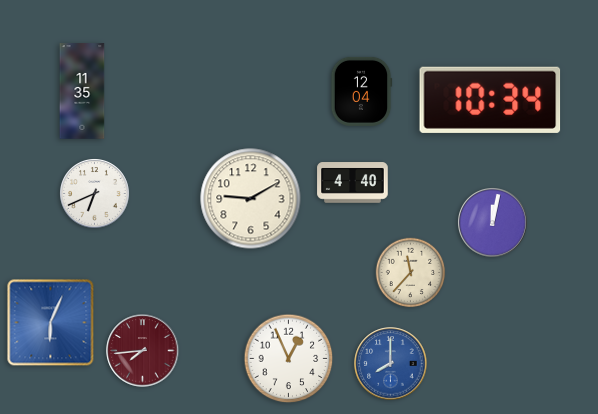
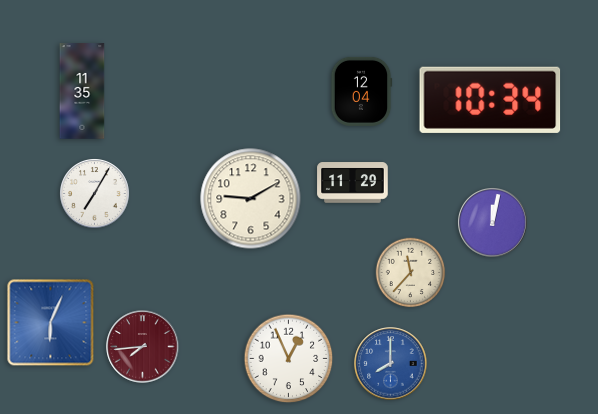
clock at (353, 183): 4:40 -> 11:29
clock at (95, 194): 6:41 -> 7:05
clock at (143, 351) position: (143, 351) -> (143, 347)
